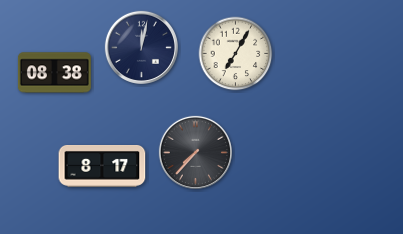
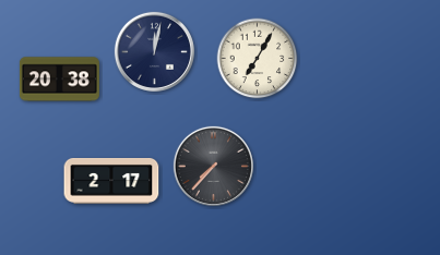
clock at (54, 73): 08:38 -> 20:38
clock at (102, 167): 8:17 -> 2:17
